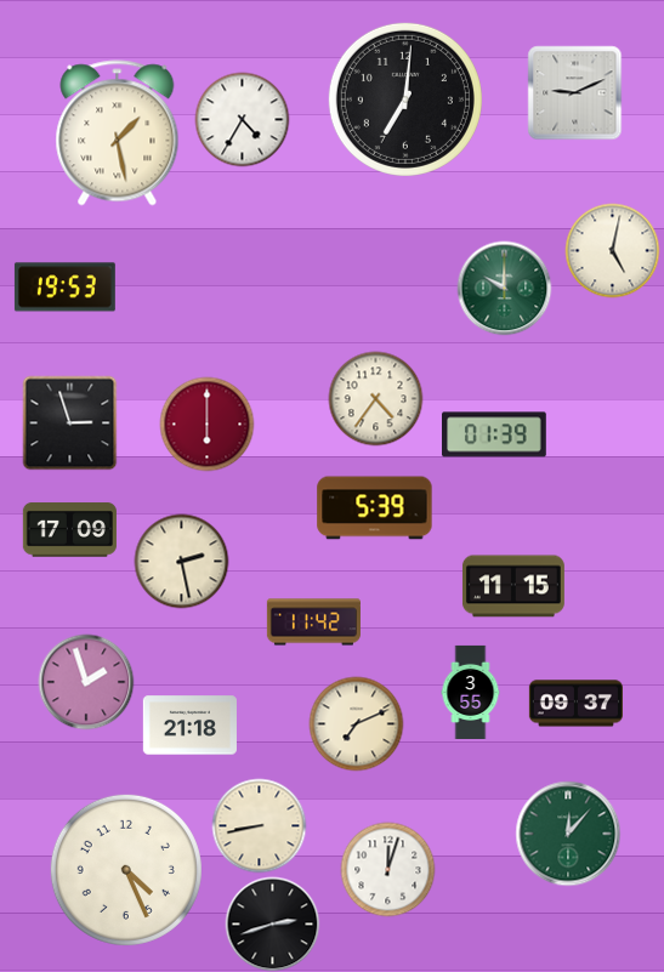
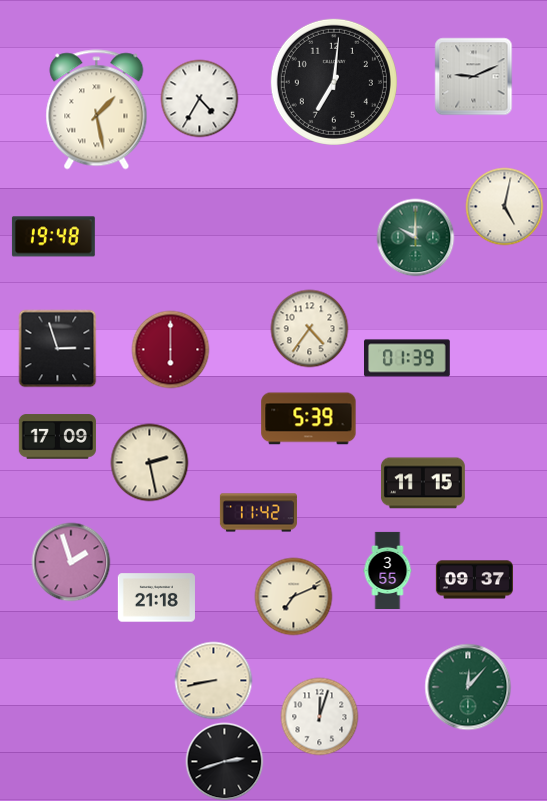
clock at (64, 288): 19:53 -> 19:48
clock at (126, 870): 4:26 -> none
